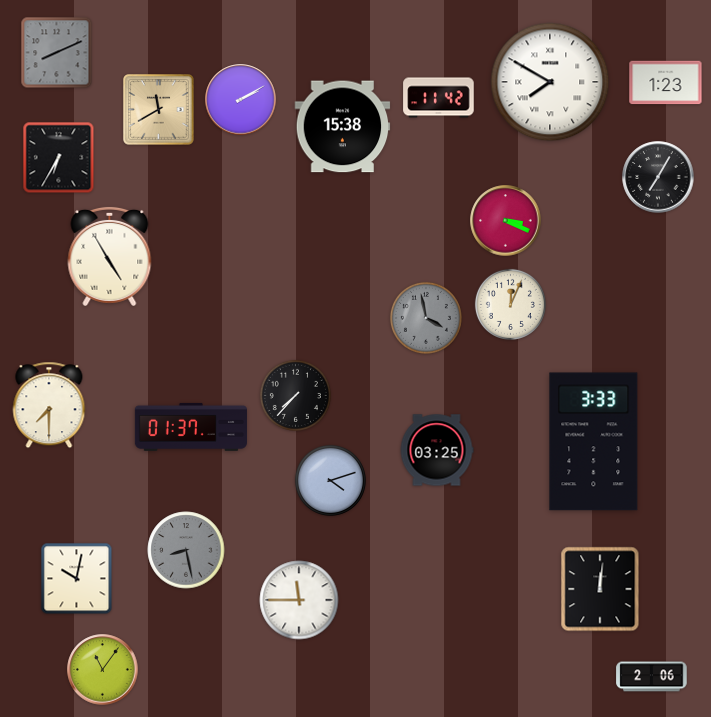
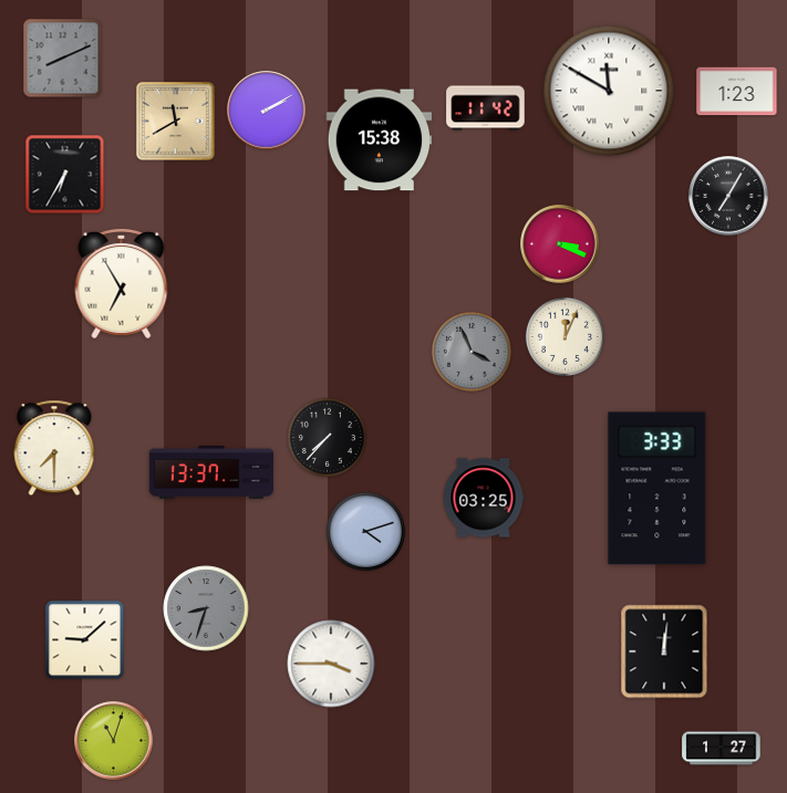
clock at (550, 82): 7:50 -> 11:50
clock at (110, 256): 4:55 -> 6:55
clock at (426, 318): 3:58 -> 3:56
clock at (190, 427): 01:37 -> 13:37
clock at (186, 550): 8:28 -> 8:33
clock at (77, 579): 10:02 -> 9:08
clock at (299, 600): 11:45 -> 3:45
clock at (103, 670): 11:06 -> 11:03
clock at (652, 677): 2:06 -> 1:27
